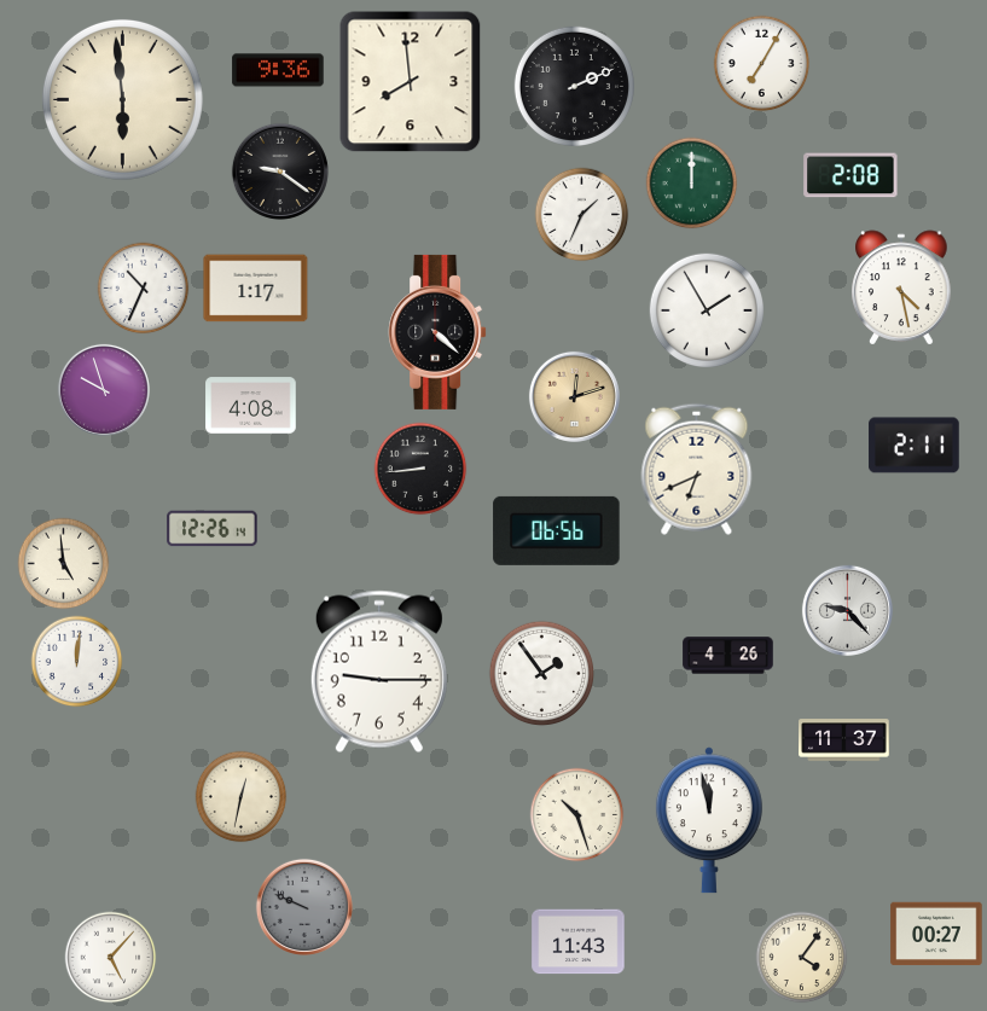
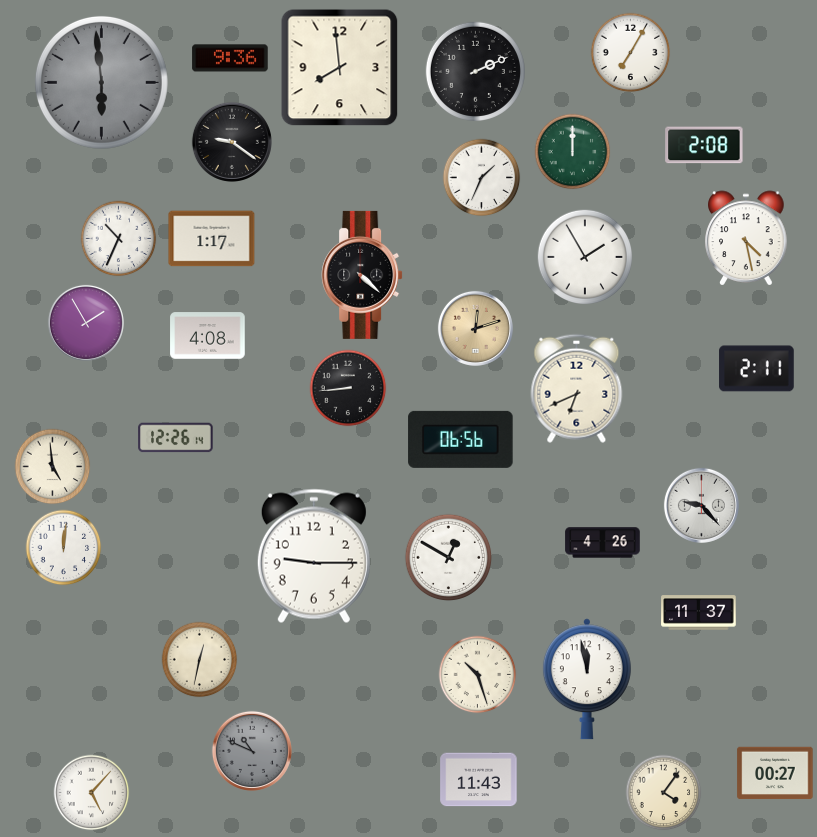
clock at (122, 99) dial: cream -> grey
clock at (104, 390): 9:57 -> 1:55
clock at (542, 674): 1:54 -> 12:50
clock at (304, 907): 9:49 -> 10:49
